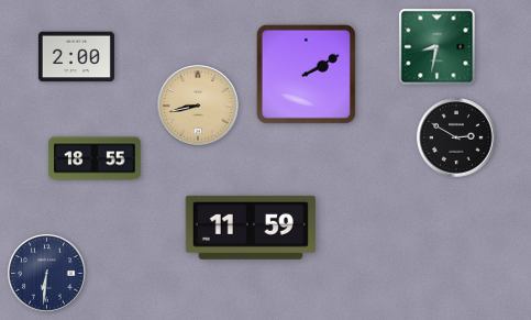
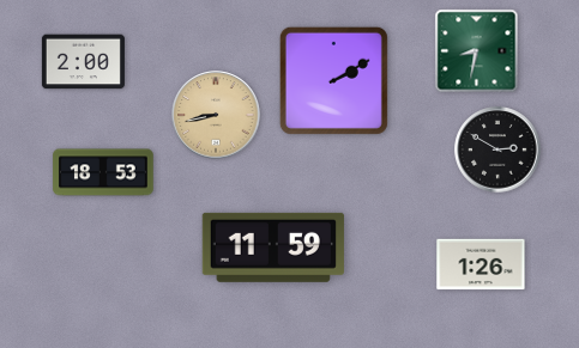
clock at (95, 158): 18:55 -> 18:53
clock at (481, 264): none -> 1:26
clock at (47, 274): 6:31 -> none
